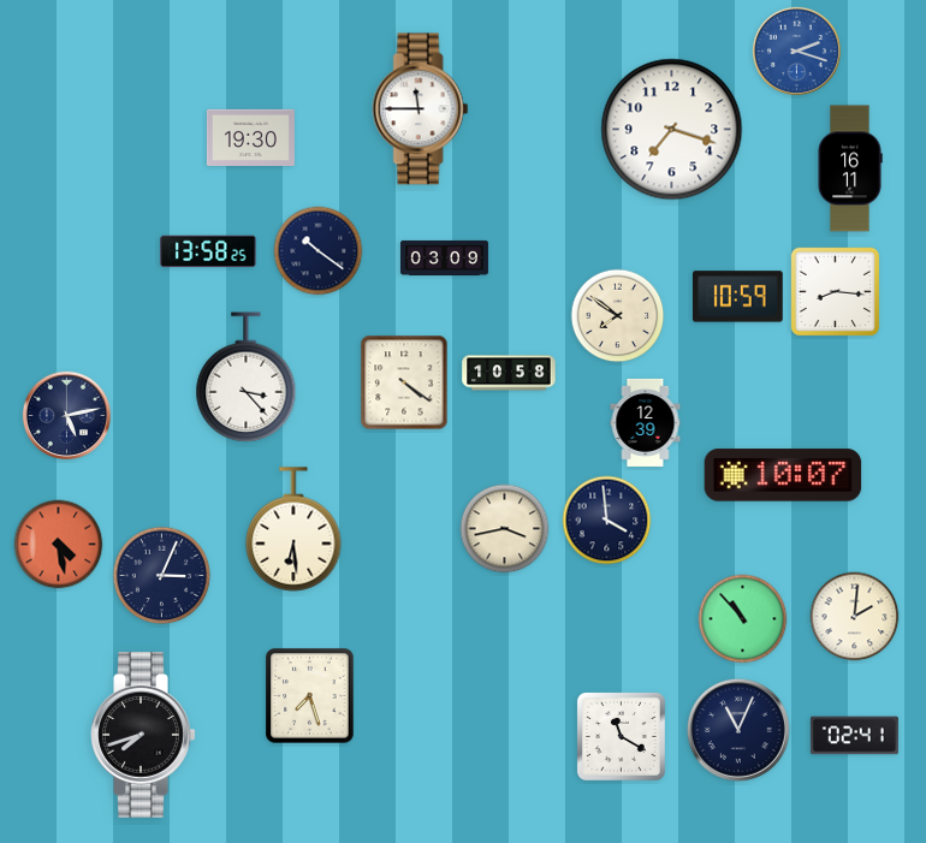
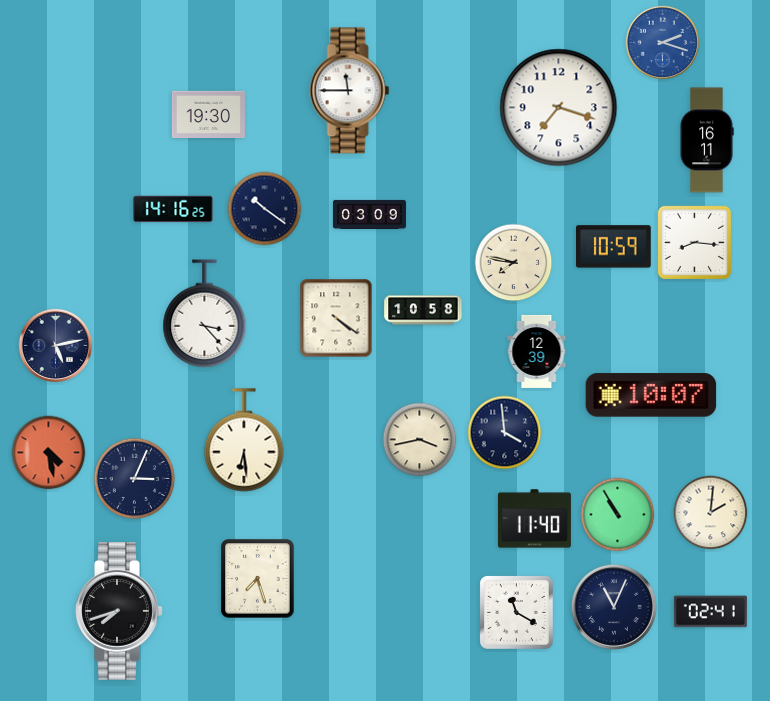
clock at (208, 251): 13:58 -> 14:16
clock at (618, 316): 7:51 -> 7:47
clock at (743, 619): 10:53 -> 10:55
clock at (534, 519): none -> 11:40
